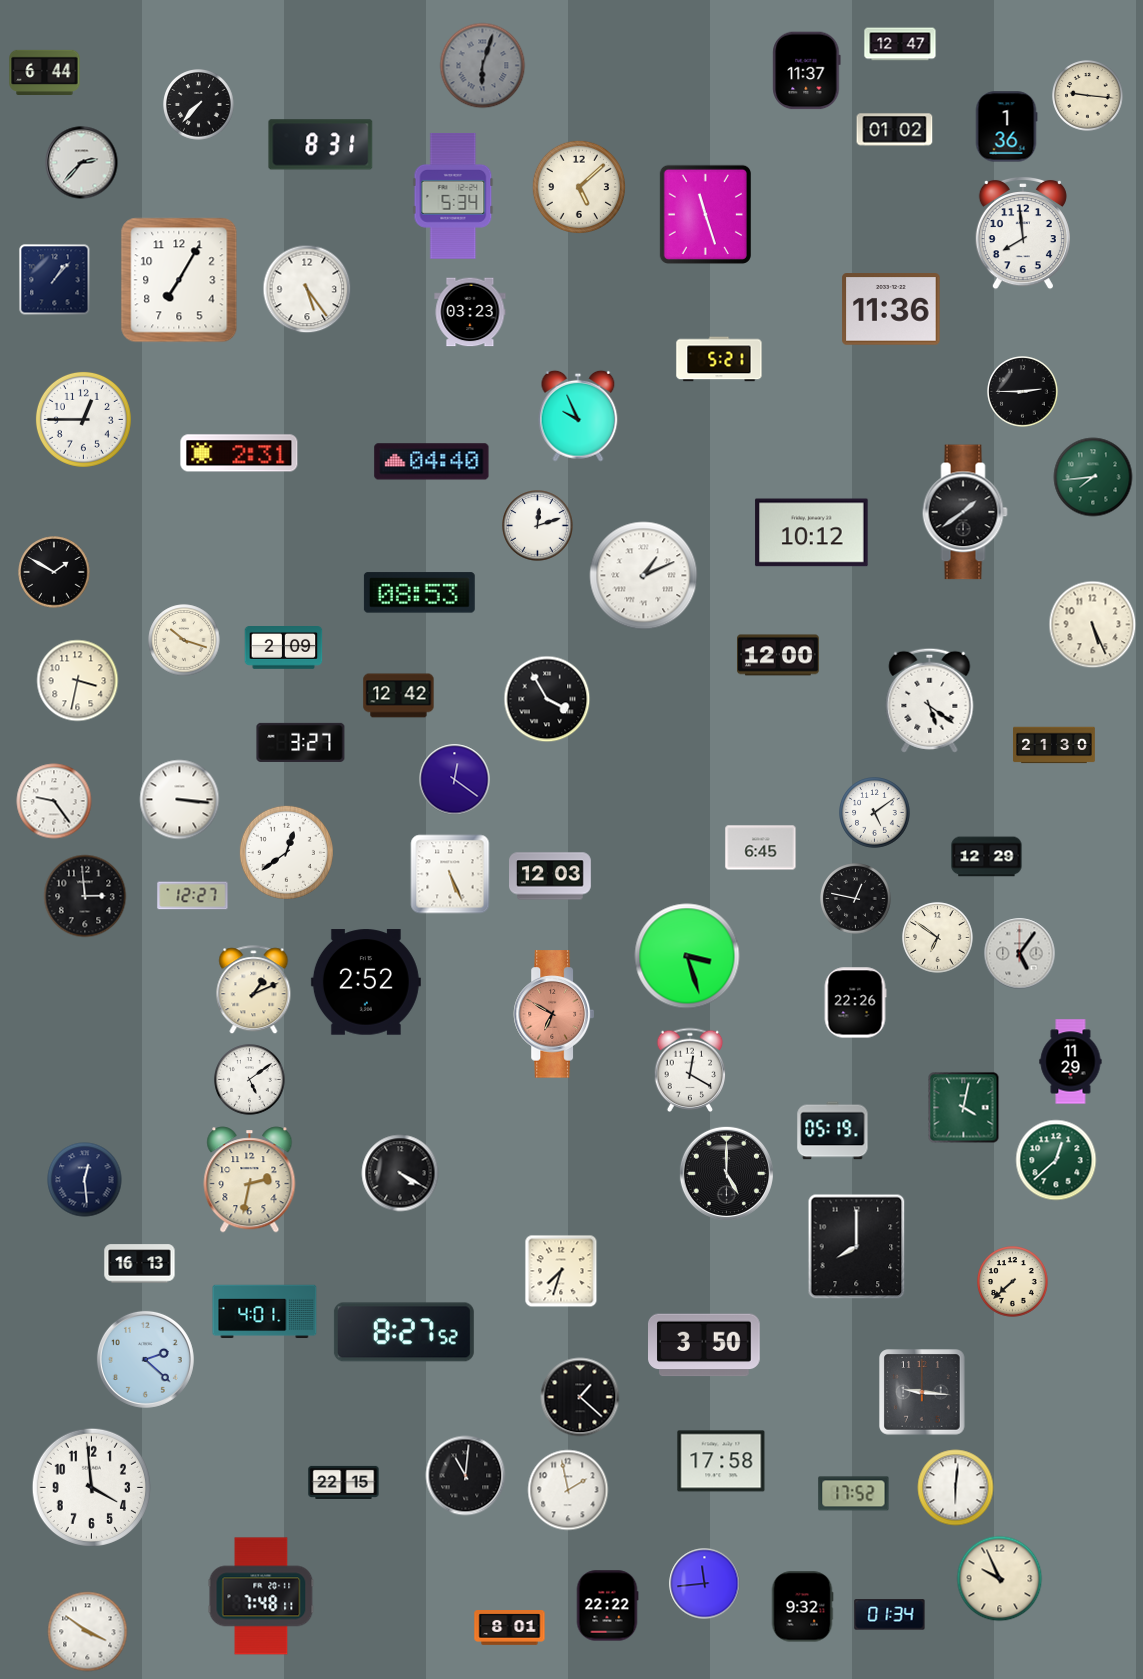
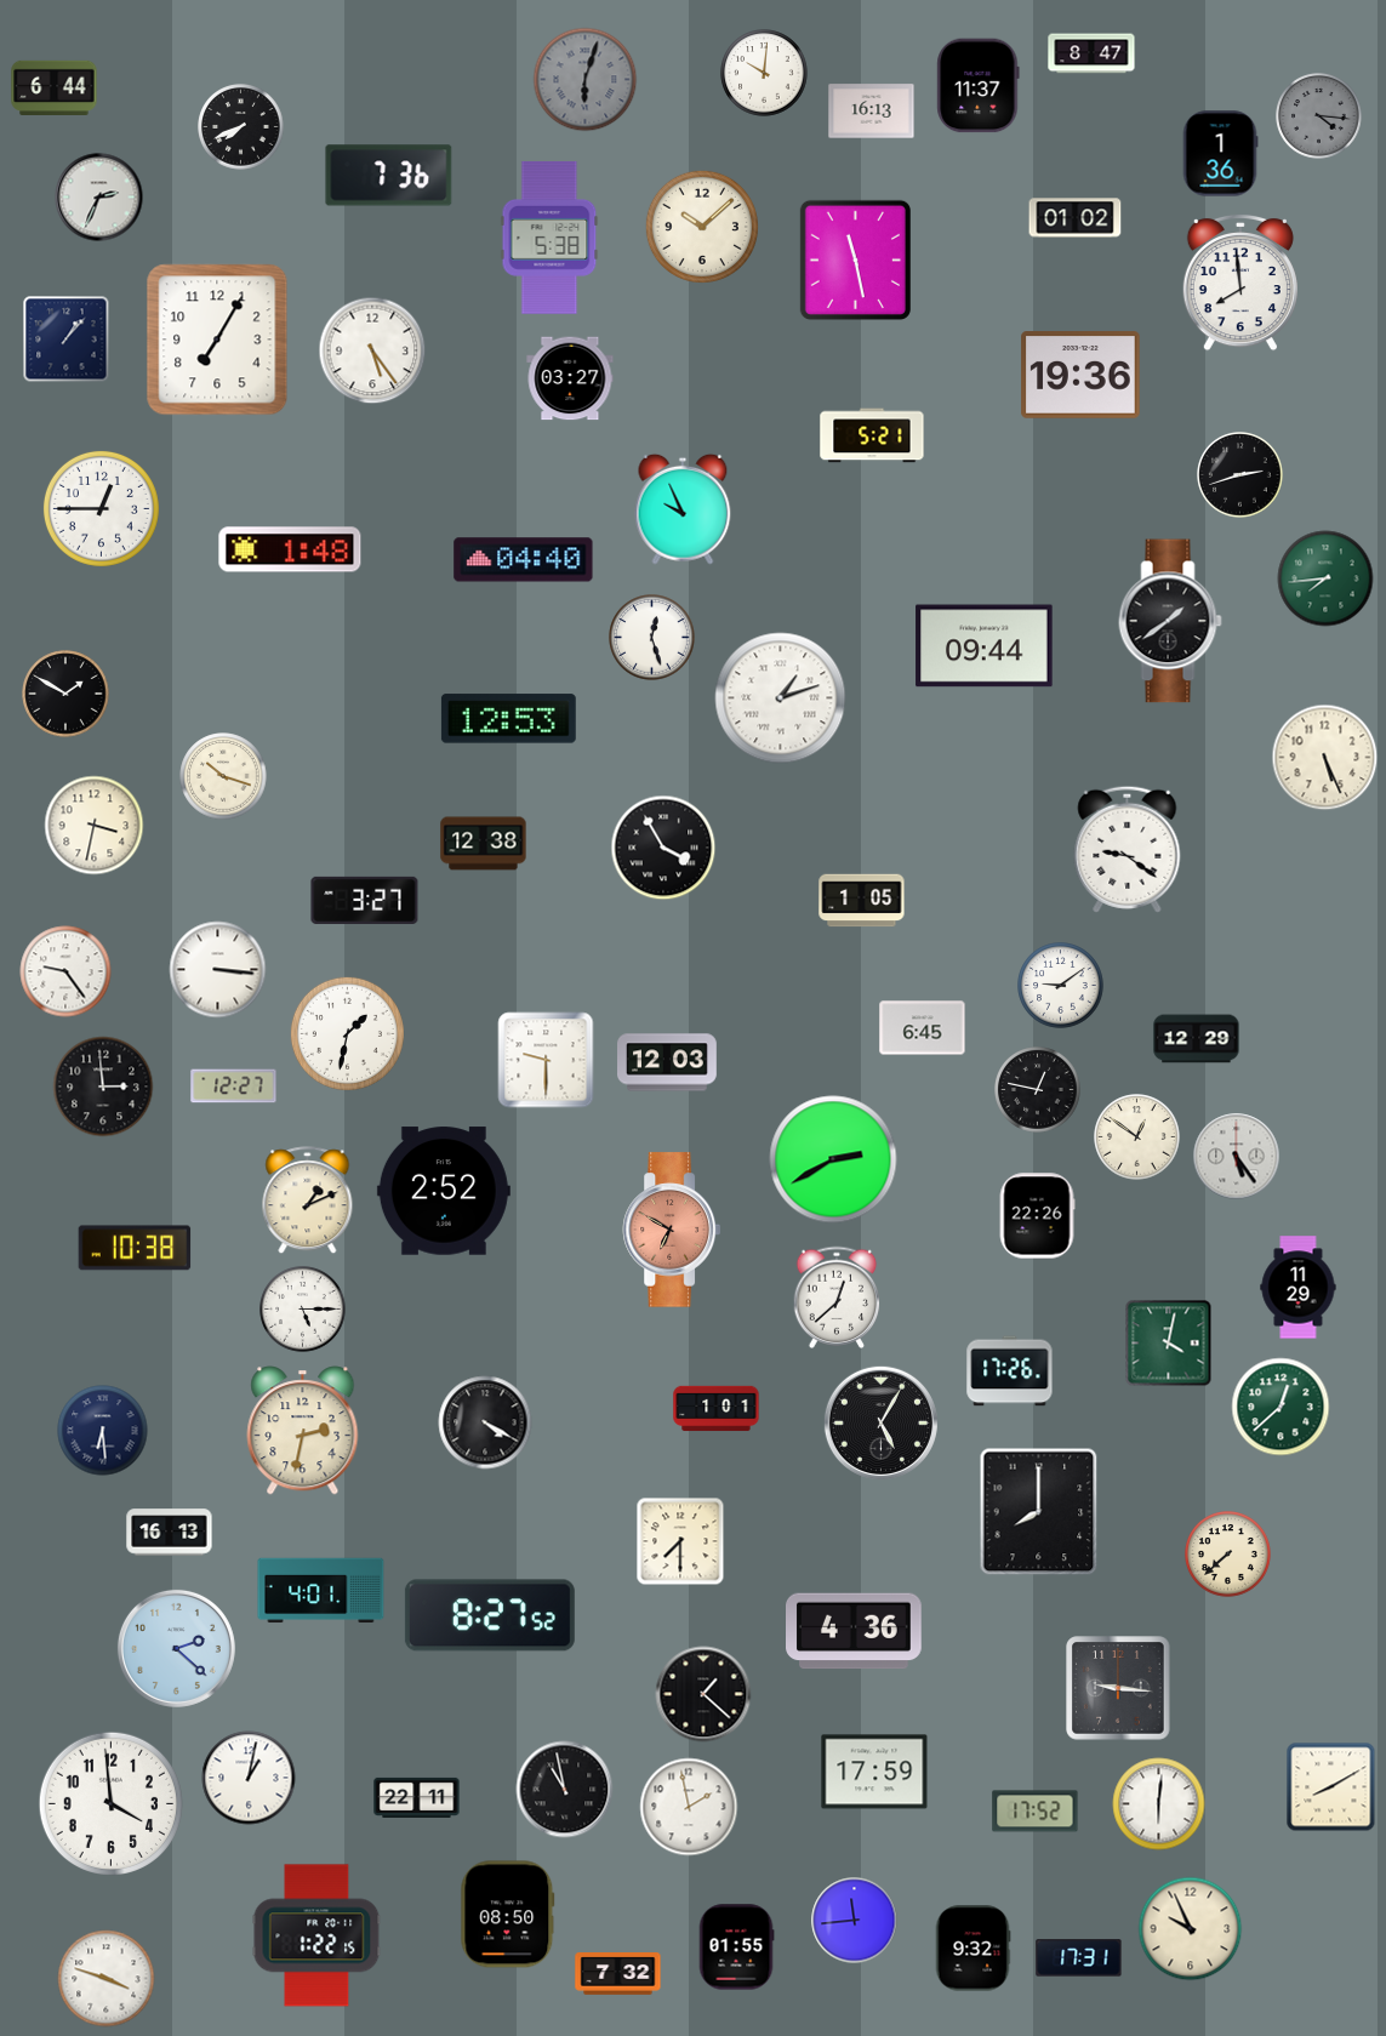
clock at (900, 44): 12:47 -> 8:47
clock at (764, 73): none -> 10:01
clock at (872, 112): none -> 16:13
clock at (1088, 96): 9:16 -> 4:16
clock at (1088, 96) dial: cream -> grey
clock at (199, 105): 7:37 -> 7:41
clock at (895, 130) position: (895, 130) -> (1076, 218)
clock at (321, 145): 8:31 -> 7:36
clock at (82, 163): 2:37 -> 2:34
clock at (579, 187): 5:08 -> 10:08
clock at (453, 196): 5:34 -> 5:38
clock at (705, 214): 11:27 -> 11:28
clock at (891, 309): 11:36 -> 19:36
clock at (470, 312): 03:23 -> 03:27
clock at (1023, 392): 2:45 -> 2:42
clock at (578, 416) position: (578, 416) -> (683, 509)
clock at (239, 453): 2:31 -> 1:48
clock at (538, 526): 12:12 -> 12:27
clock at (812, 533): 10:12 -> 09:44
clock at (644, 576): 1:11 -> 1:12
clock at (419, 593): 08:53 -> 12:53
clock at (284, 648): 2:09 -> none
clock at (779, 655): 12:00 -> none
clock at (399, 696): 12:42 -> 12:38
clock at (930, 700): 5:21 -> 9:21
clock at (862, 901): none -> 1:05
clock at (1054, 745): 21:30 -> none
clock at (455, 780): 12:21 -> none
clock at (875, 813): 5:09 -> 9:09
clock at (286, 852): 12:39 -> 1:32
clock at (450, 874): 5:26 -> 9:30
clock at (938, 938): 6:51 -> 12:51
clock at (1020, 954): 5:06 -> 5:24
clock at (687, 956): 3:27 -> 2:40
clock at (135, 1248): none -> 10:38
clock at (690, 1069): 12:20 -> 12:38
clock at (250, 1080): 5:09 -> 5:15
clock at (833, 1131): 05:19 -> 17:26
clock at (717, 1409): none -> 1:01
clock at (726, 1173): 5:00 -> 5:05
clock at (85, 1180): 12:29 -> 6:29
clock at (561, 1271): 7:33 -> 7:30
clock at (705, 1345): 3:50 -> 4:36
clock at (721, 1461): 17:58 -> 17:59
clock at (249, 1778): none -> 1:02
clock at (1331, 1787): none -> 8:10
clock at (466, 1476): 11:01 -> 10:58
clock at (344, 1482): 22:15 -> 22:11
clock at (508, 1915): none -> 08:50
clock at (1000, 1579) position: (1000, 1579) -> (1191, 1929)
clock at (261, 1596): 7:48 -> 1:22
clock at (607, 1606): 22:22 -> 01:55
clock at (890, 1615): 01:34 -> 17:31
clock at (510, 1628): 8:01 -> 7:32
clock at (88, 1632): 3:51 -> 3:48
